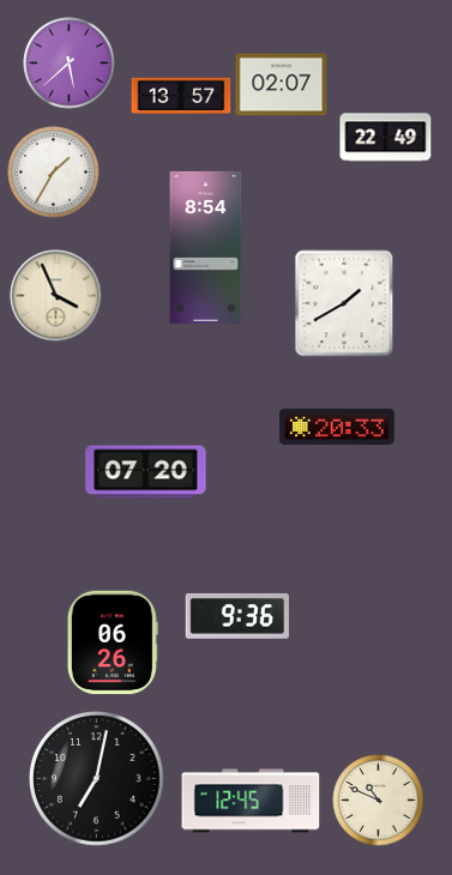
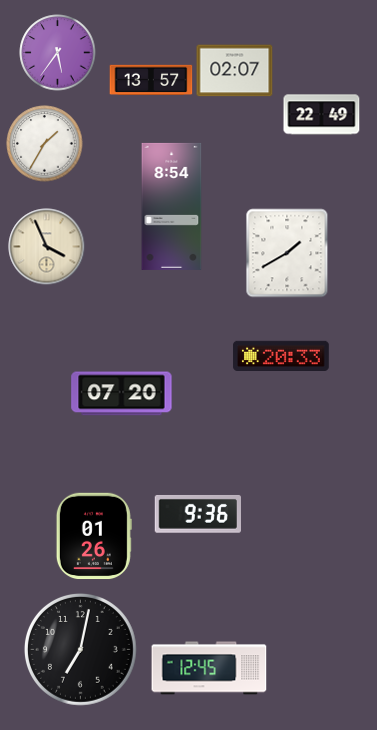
clock at (70, 64): 5:38 -> 5:36
clock at (113, 642): 06:26 -> 01:26
clock at (379, 801): 10:49 -> none
